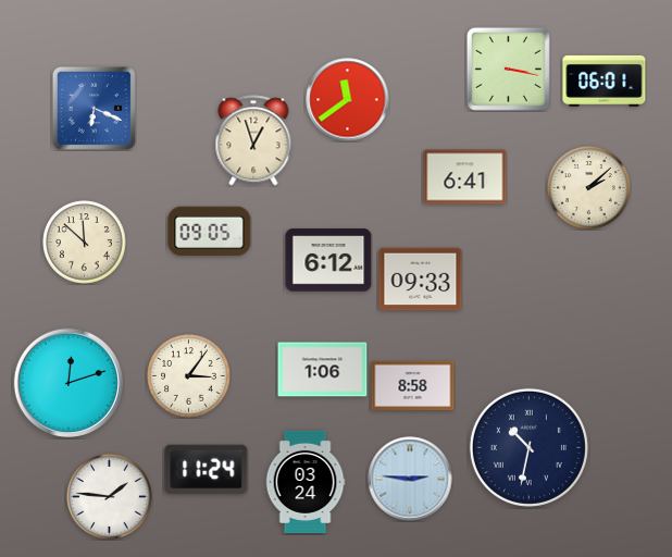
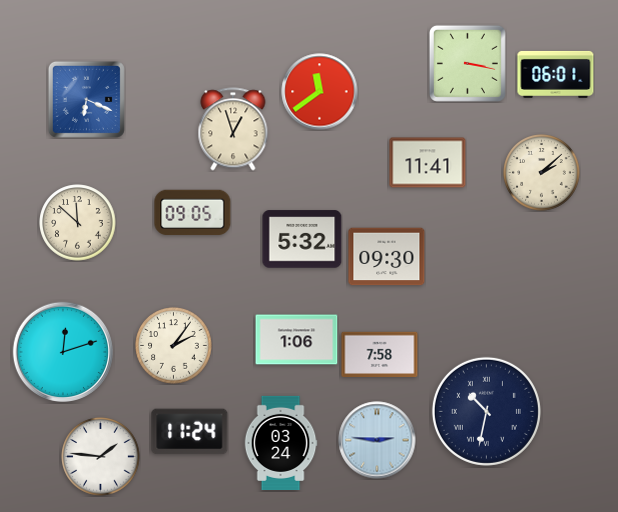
clock at (465, 177): 6:41 -> 11:41
clock at (328, 260): 6:12 -> 5:32
clock at (421, 280): 09:33 -> 09:30
clock at (189, 376): 3:06 -> 2:06
clock at (413, 385): 8:58 -> 7:58
